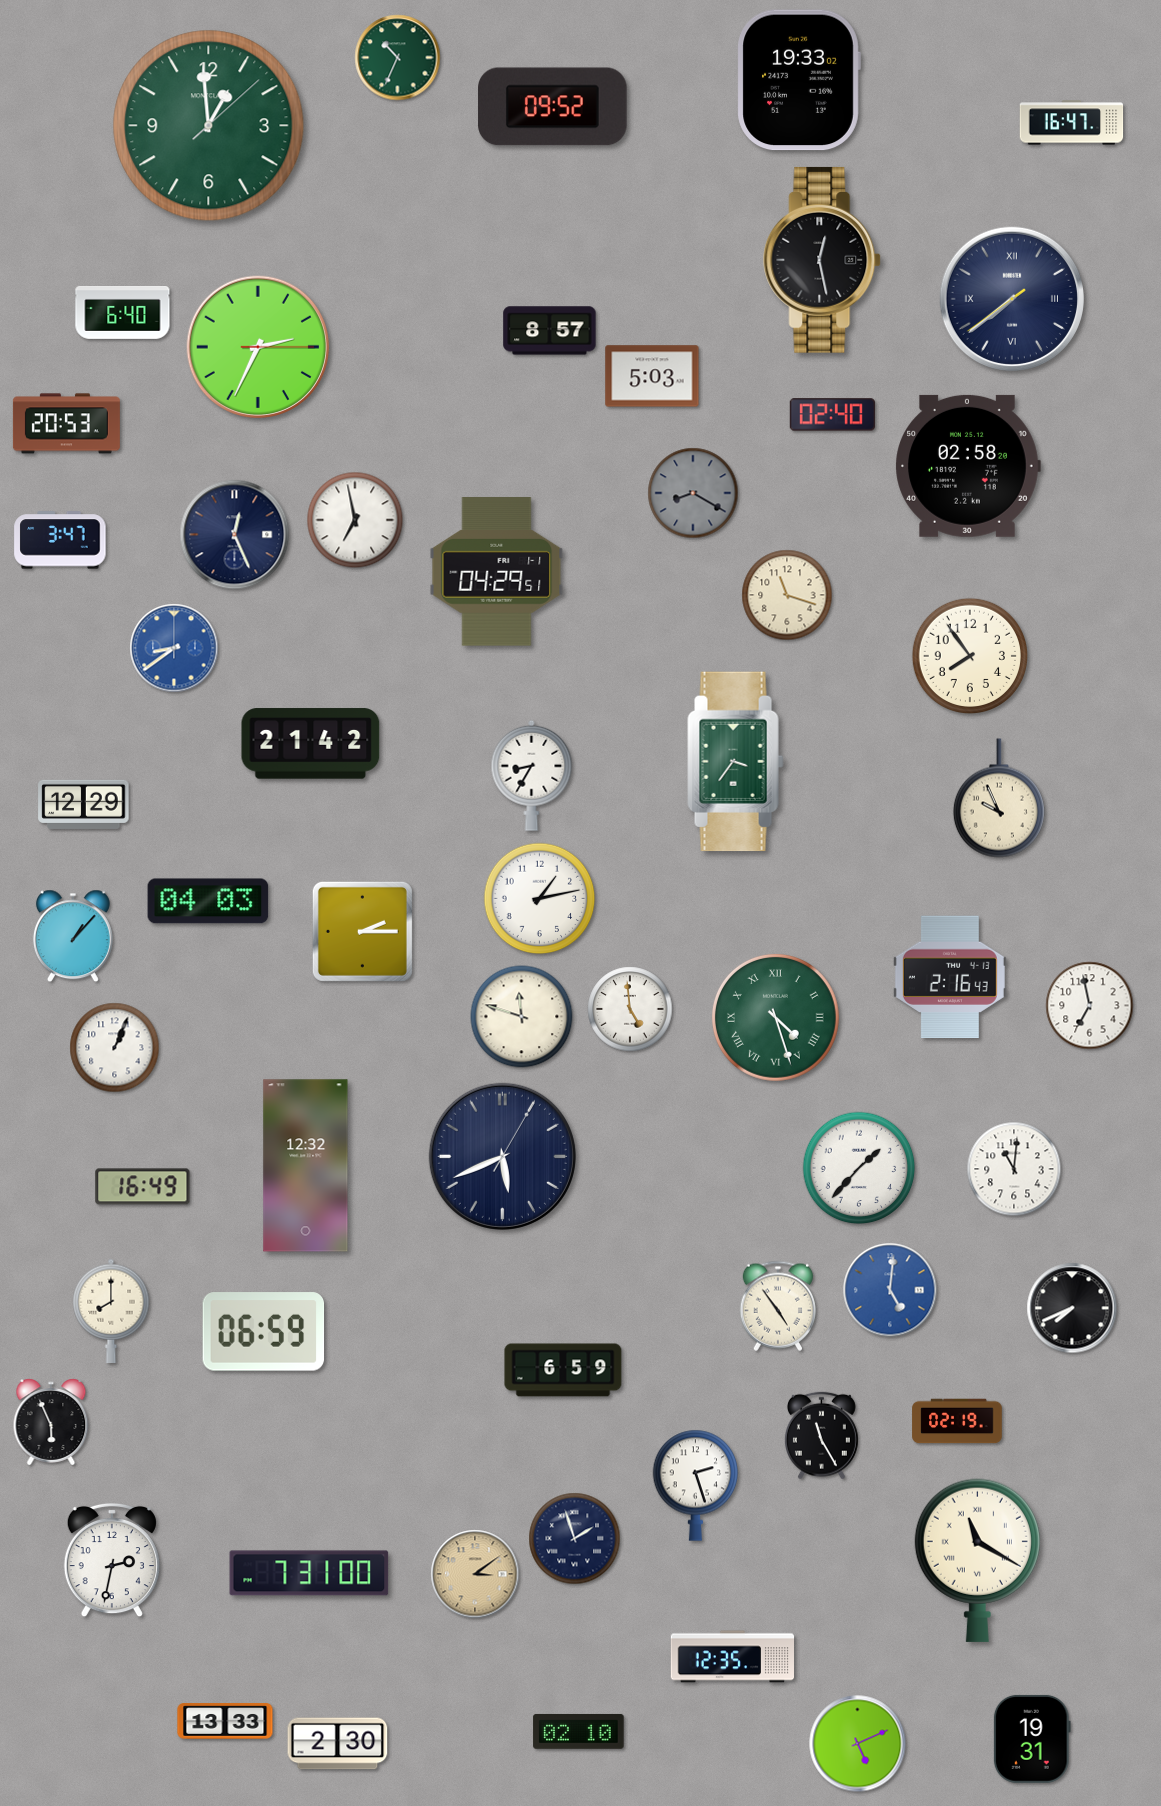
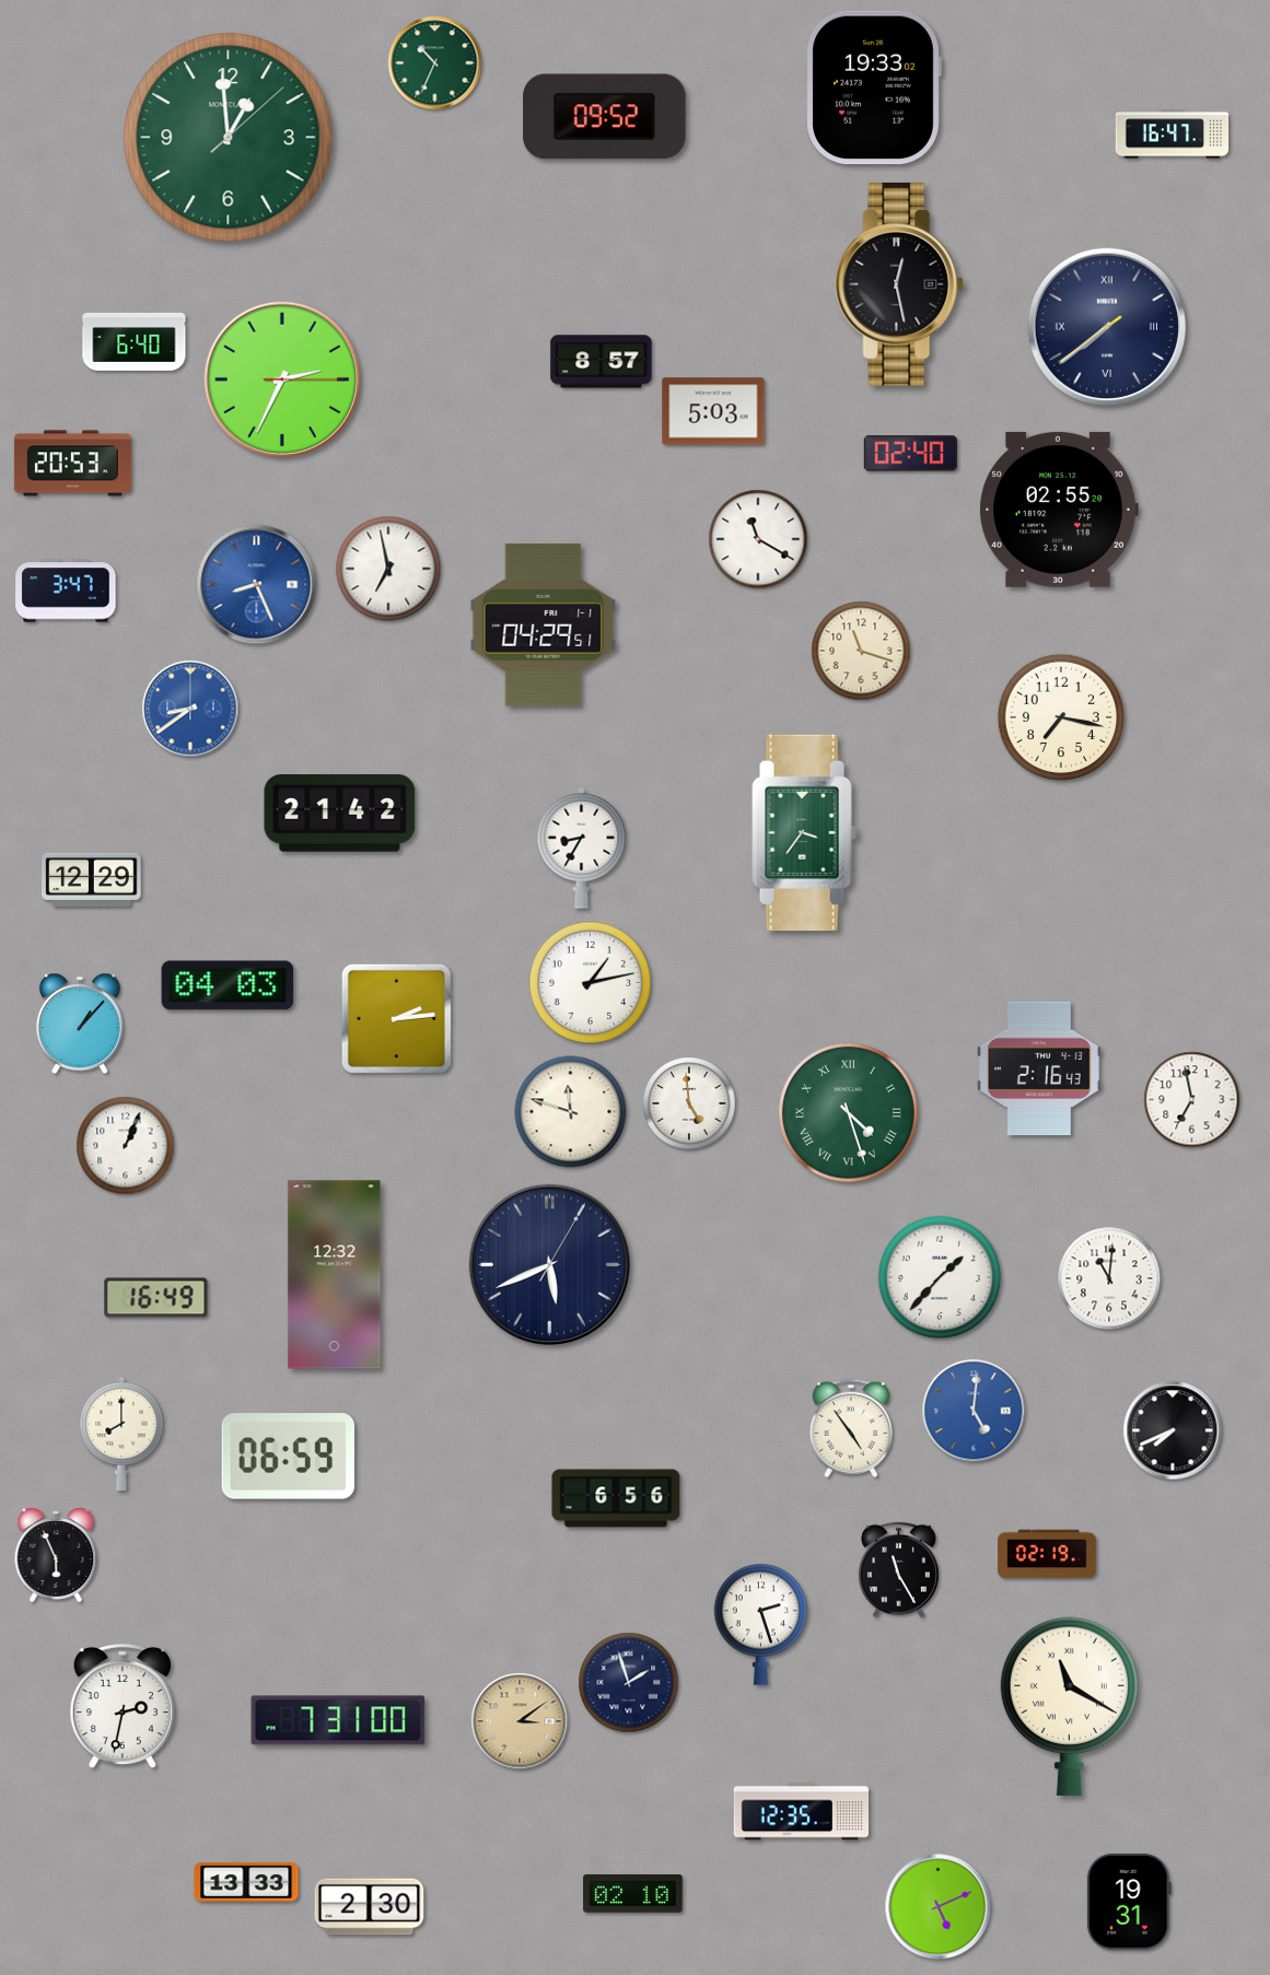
clock at (968, 466): 02:58 -> 02:55
clock at (693, 493): 8:20 -> 11:20
clock at (693, 493) dial: grey -> white
clock at (235, 535): 12:26 -> 8:26
clock at (235, 535) dial: navy -> blue
clock at (969, 655): 7:54 -> 7:17
clock at (999, 798): 9:56 -> none
clock at (362, 931): 2:15 -> 2:14
clock at (563, 1370): 6:59 -> 6:56
